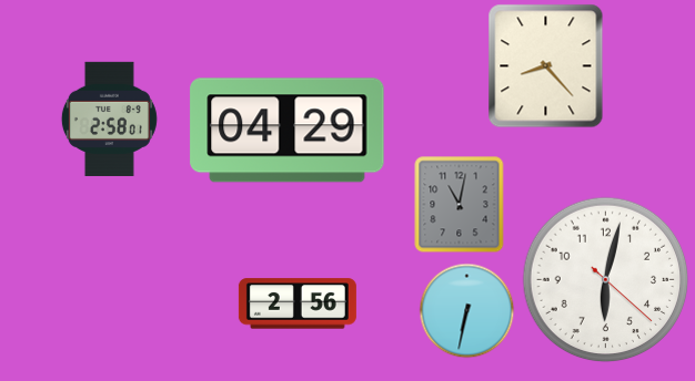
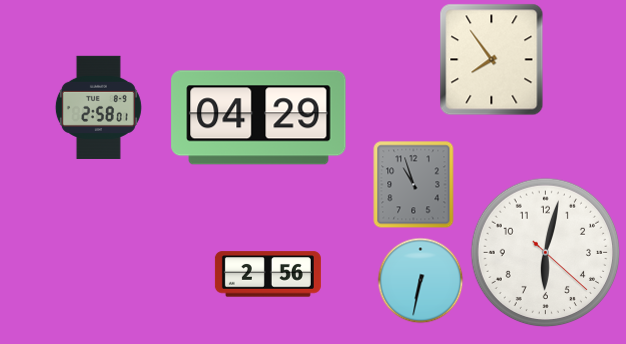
clock at (546, 66): 8:23 -> 7:54
clock at (460, 205): 11:02 -> 10:57
